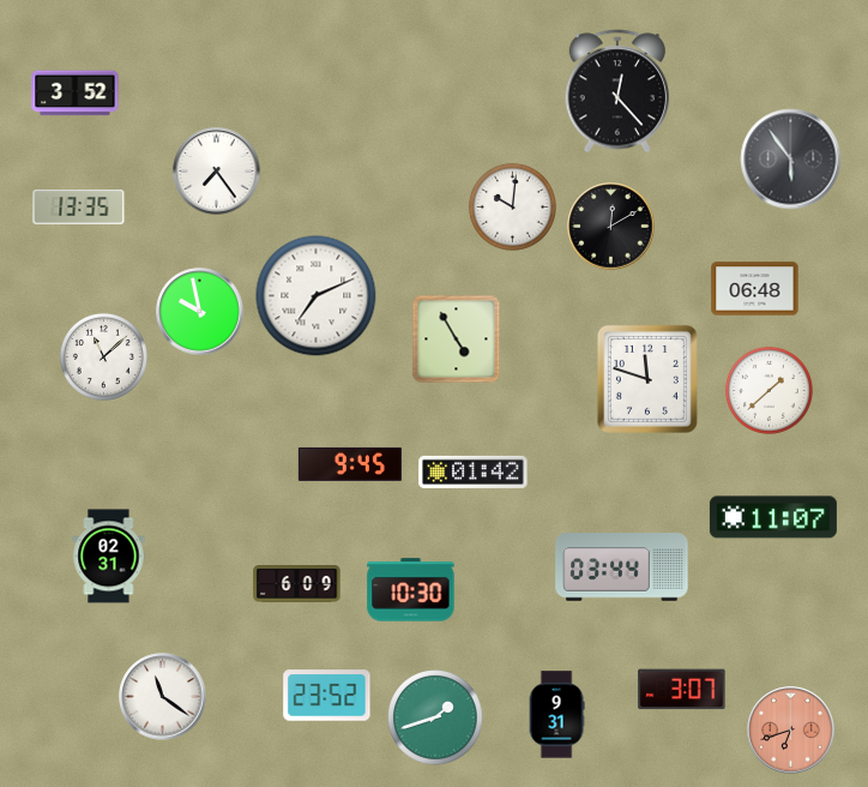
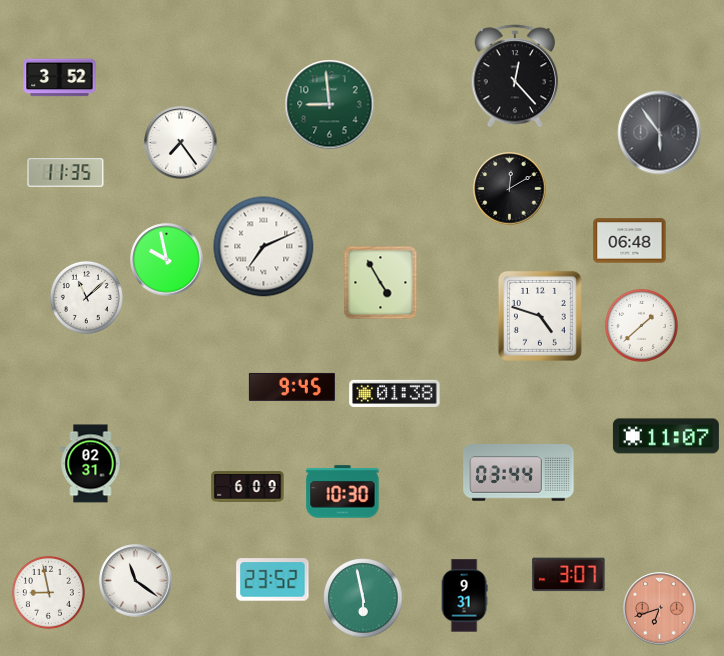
clock at (76, 94) position: (76, 94) -> (60, 78)
clock at (330, 105): none -> 8:59
clock at (512, 206): 10:01 -> none
clock at (79, 208): 13:35 -> 11:35
clock at (647, 379): 11:48 -> 4:48
clock at (474, 471): 01:42 -> 01:38
clock at (773, 517) position: (773, 517) -> (666, 436)
clock at (48, 592): none -> 8:58
clock at (435, 717): 1:42 -> 5:58
